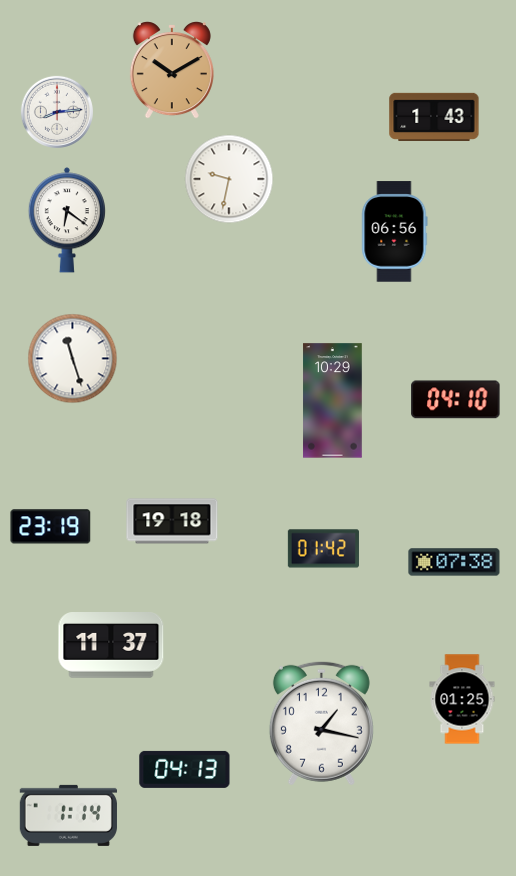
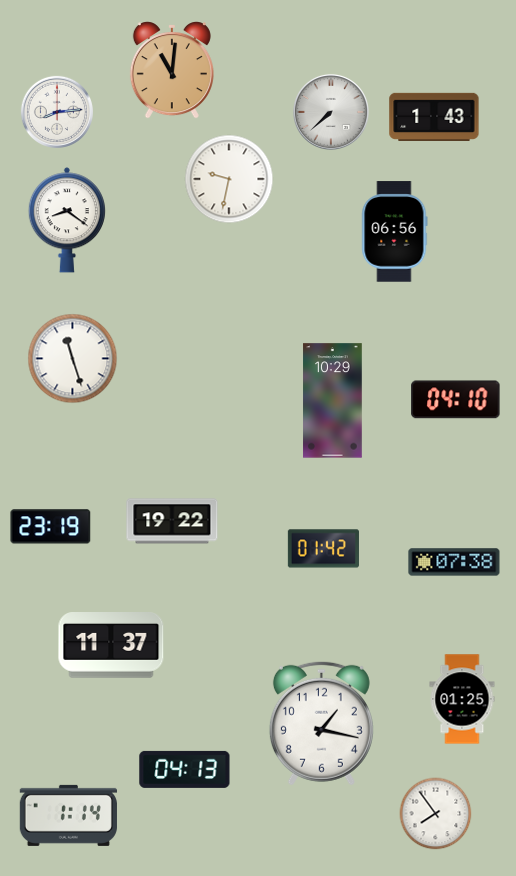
clock at (172, 70): 10:10 -> 11:01
clock at (331, 112): none -> 7:38
clock at (67, 220): 6:21 -> 8:21
clock at (172, 521): 19:18 -> 19:22
clock at (436, 814): none -> 7:54
